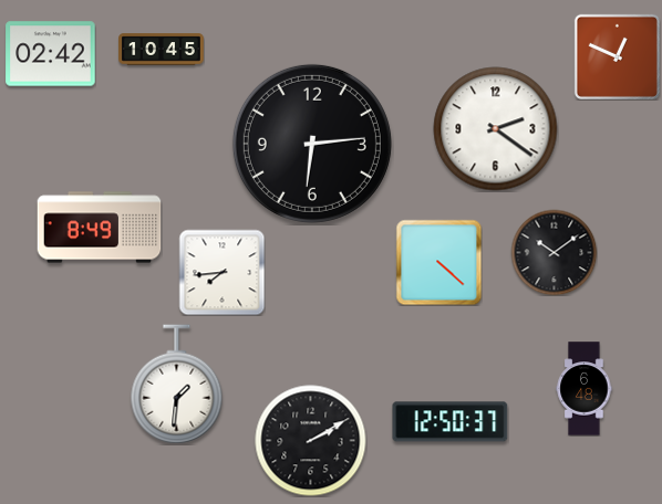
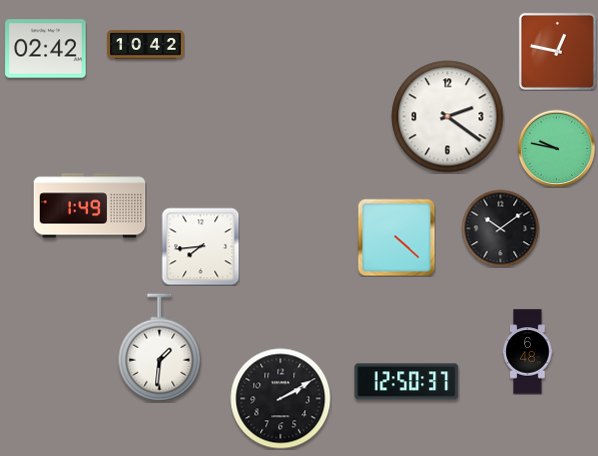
clock at (162, 50): 10:45 -> 10:42
clock at (617, 56): 12:49 -> 12:47
clock at (312, 144): 6:14 -> none
clock at (556, 148): none -> 9:47
clock at (100, 228): 8:49 -> 1:49
